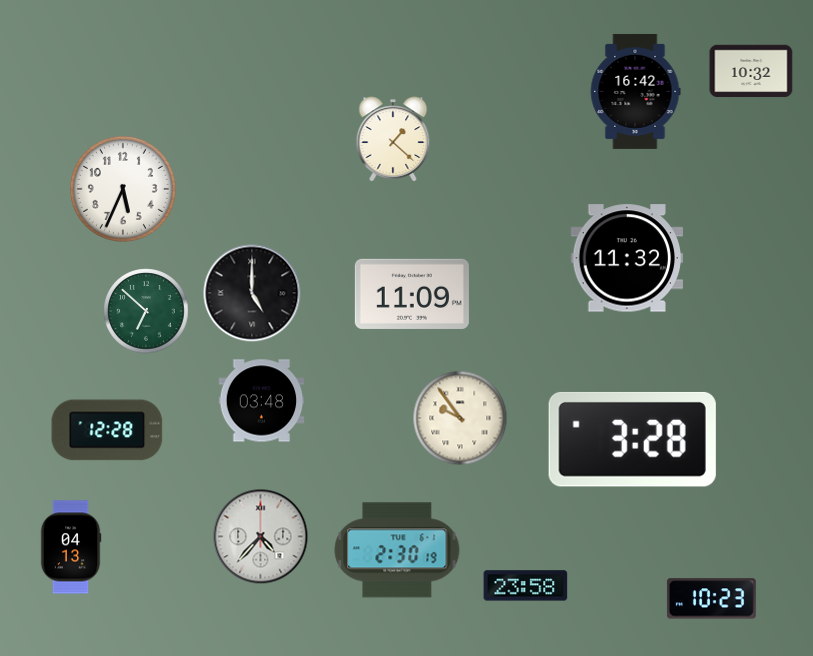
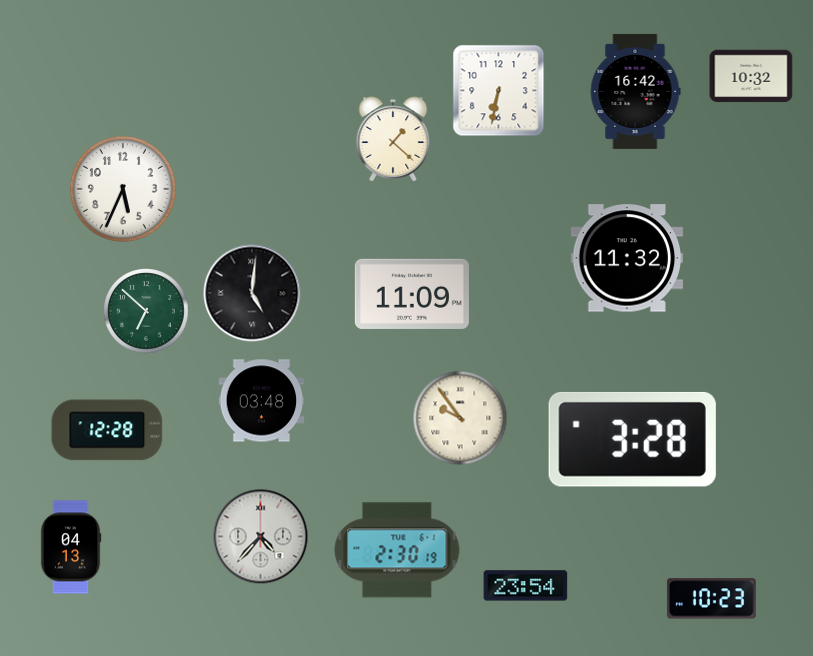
clock at (751, 71) position: (751, 71) -> (751, 76)
clock at (499, 91): none -> 6:32
clock at (252, 293): 5:00 -> 5:01
clock at (526, 586): 23:58 -> 23:54
